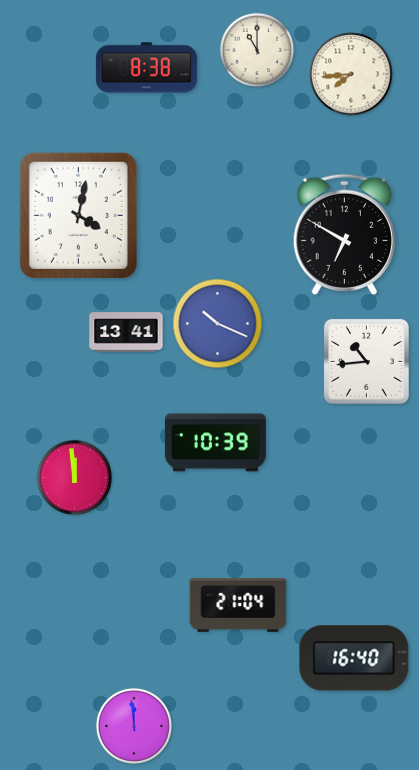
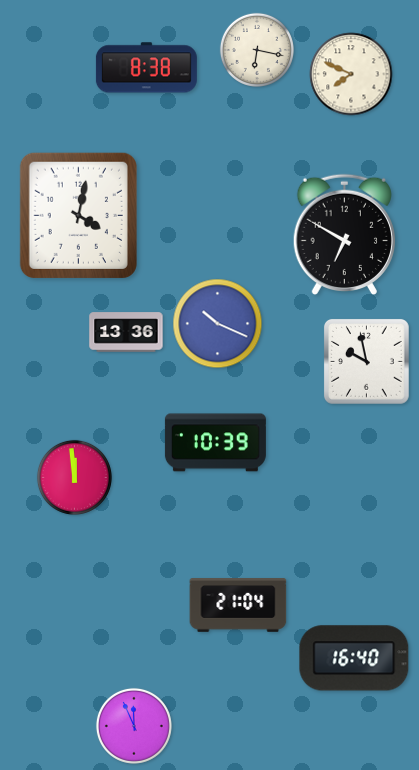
clock at (257, 50): 11:00 -> 6:17
clock at (351, 74): 7:44 -> 7:49
clock at (126, 332): 13:41 -> 13:36
clock at (367, 362): 10:44 -> 9:58
clock at (134, 726): 11:59 -> 11:56
